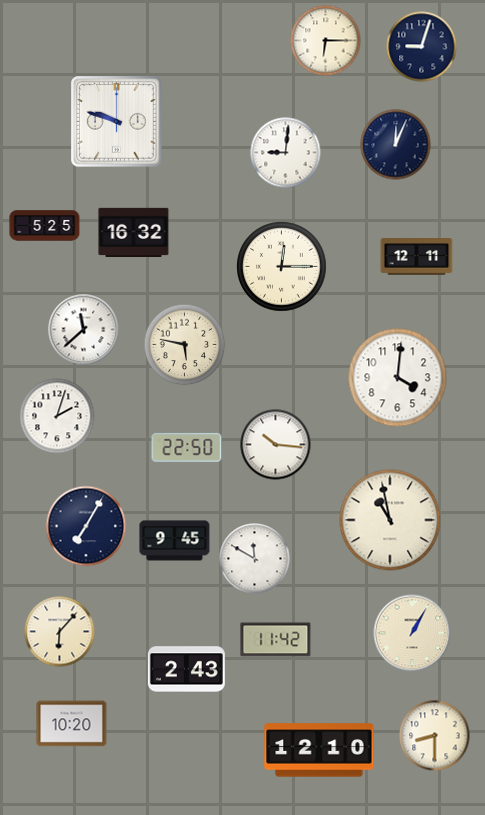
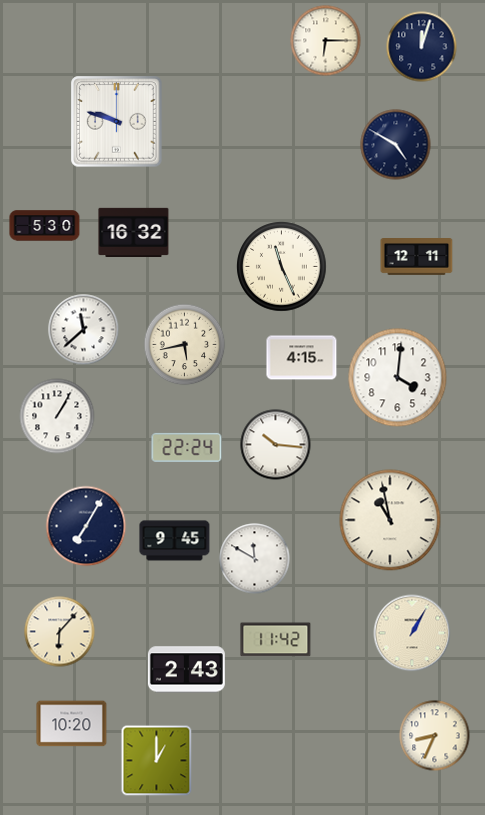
clock at (422, 47): 9:03 -> 12:03
clock at (396, 145): 12:04 -> 4:50
clock at (286, 153): 9:01 -> none
clock at (45, 226): 5:25 -> 5:30
clock at (282, 267): 12:15 -> 11:26
clock at (185, 345): 5:47 -> 5:43
clock at (302, 358): none -> 4:15
clock at (57, 416): 2:03 -> 1:05
clock at (187, 447): 22:50 -> 22:24
clock at (435, 736): 8:30 -> 8:34
clock at (319, 750): 12:10 -> none
clock at (157, 761): none -> 1:00
